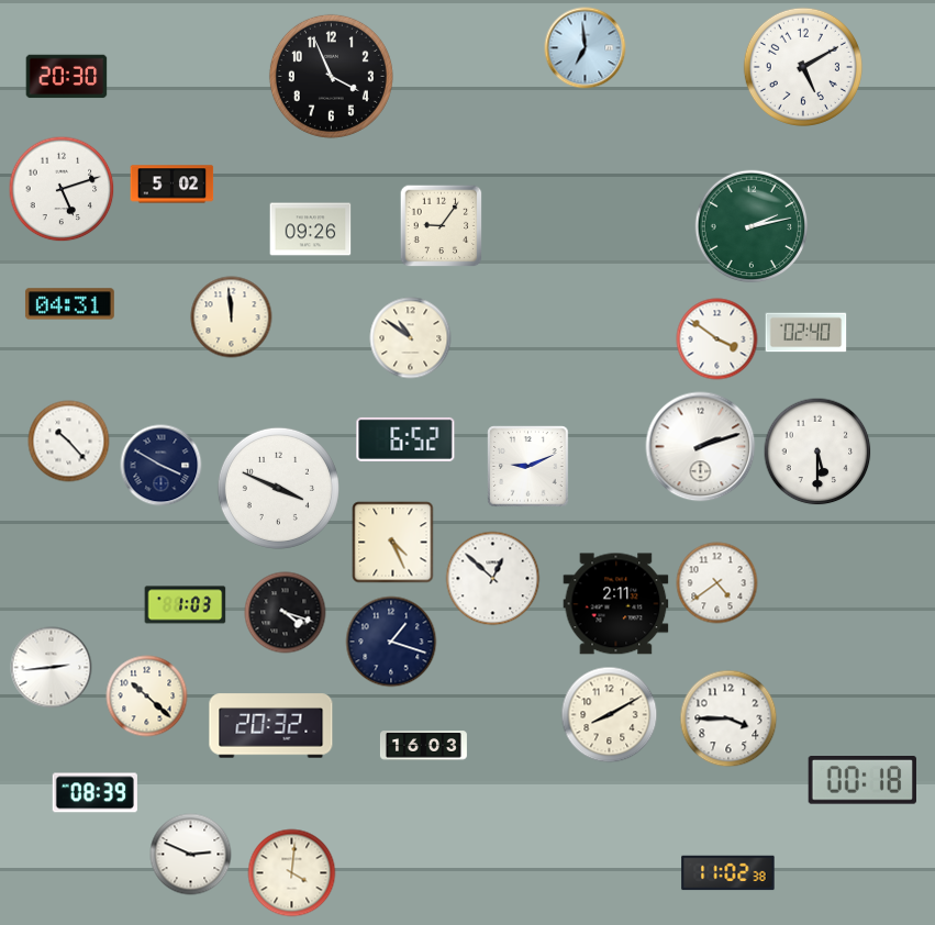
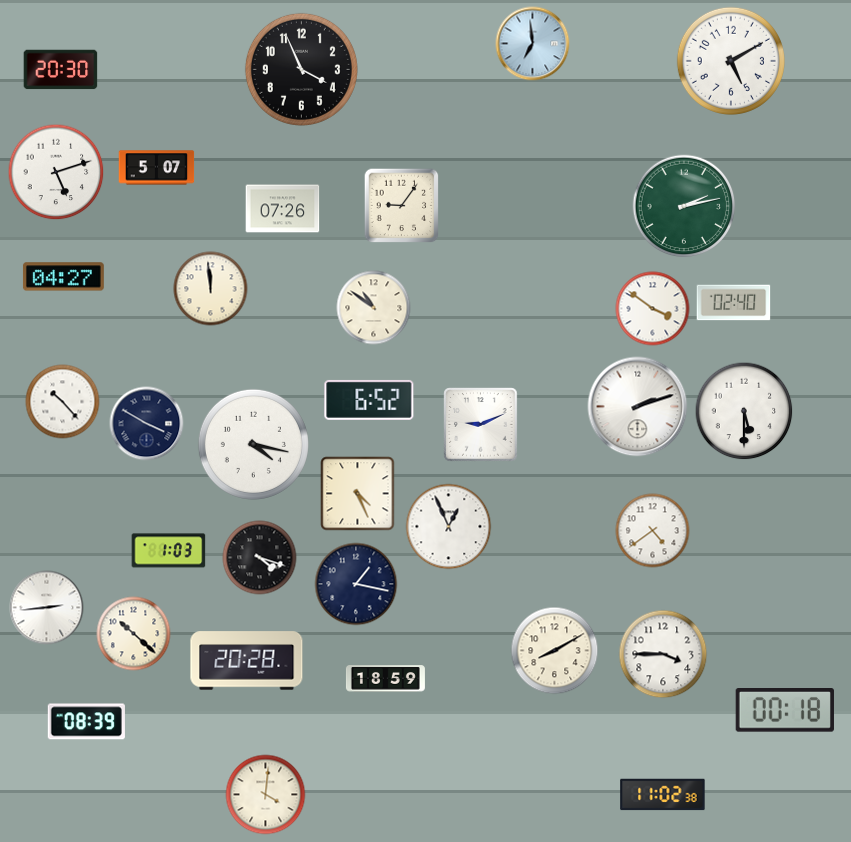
clock at (172, 185): 5:02 -> 5:07
clock at (311, 230): 09:26 -> 07:26
clock at (69, 304): 04:31 -> 04:27
clock at (278, 488): 3:49 -> 4:17
clock at (493, 579): 12:52 -> 12:56
clock at (616, 604): 2:11 -> none
clock at (391, 642): 1:18 -> 1:17
clock at (271, 726): 20:32 -> 20:28
clock at (423, 746): 16:03 -> 18:59
clock at (191, 855): 2:49 -> none
